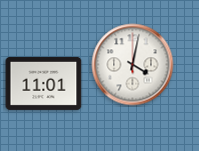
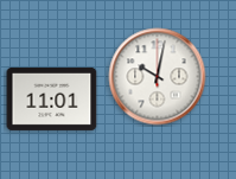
clock at (133, 65): 4:02 -> 10:02
